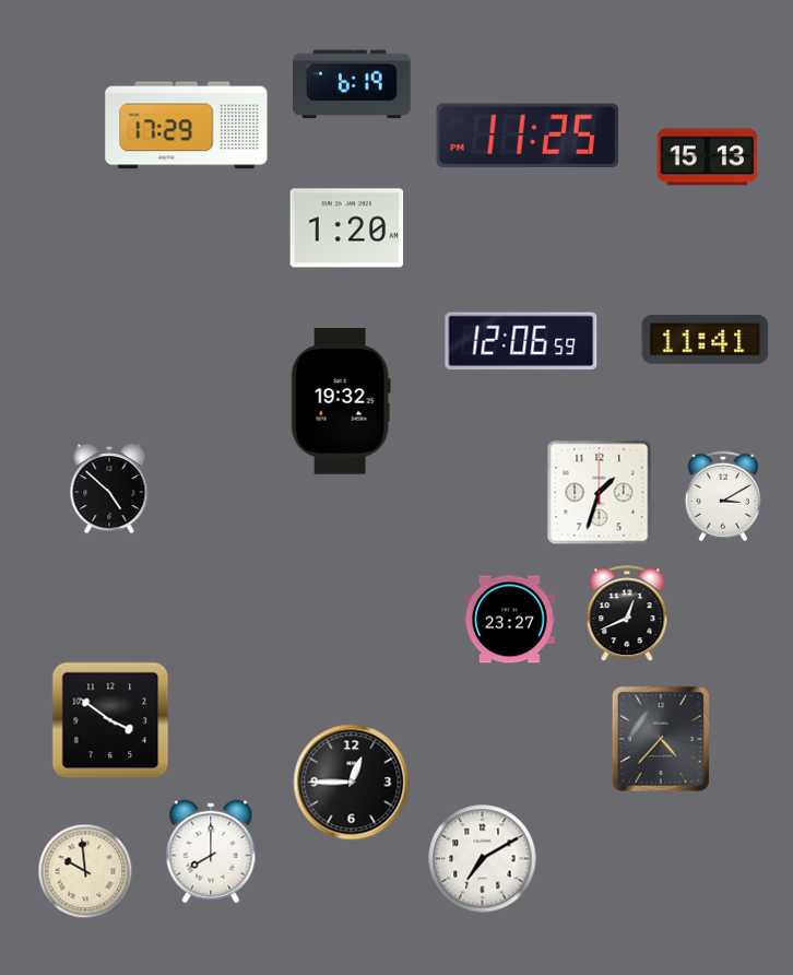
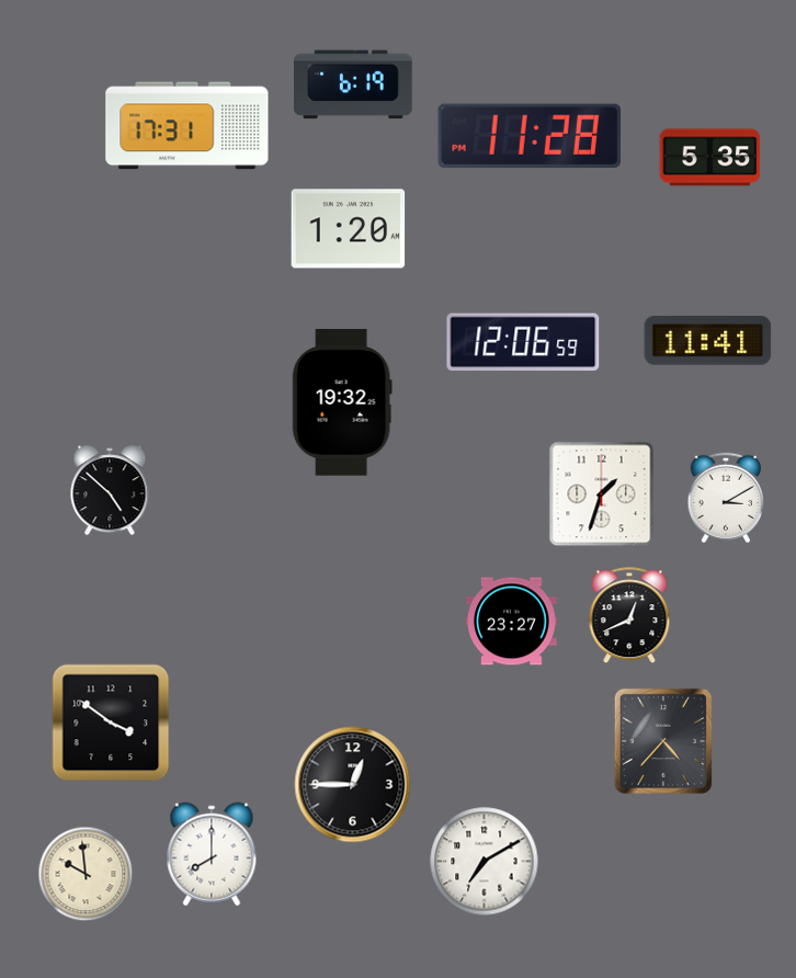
clock at (187, 126): 17:29 -> 17:31
clock at (526, 136): 11:25 -> 11:28
clock at (708, 157): 15:13 -> 5:35
